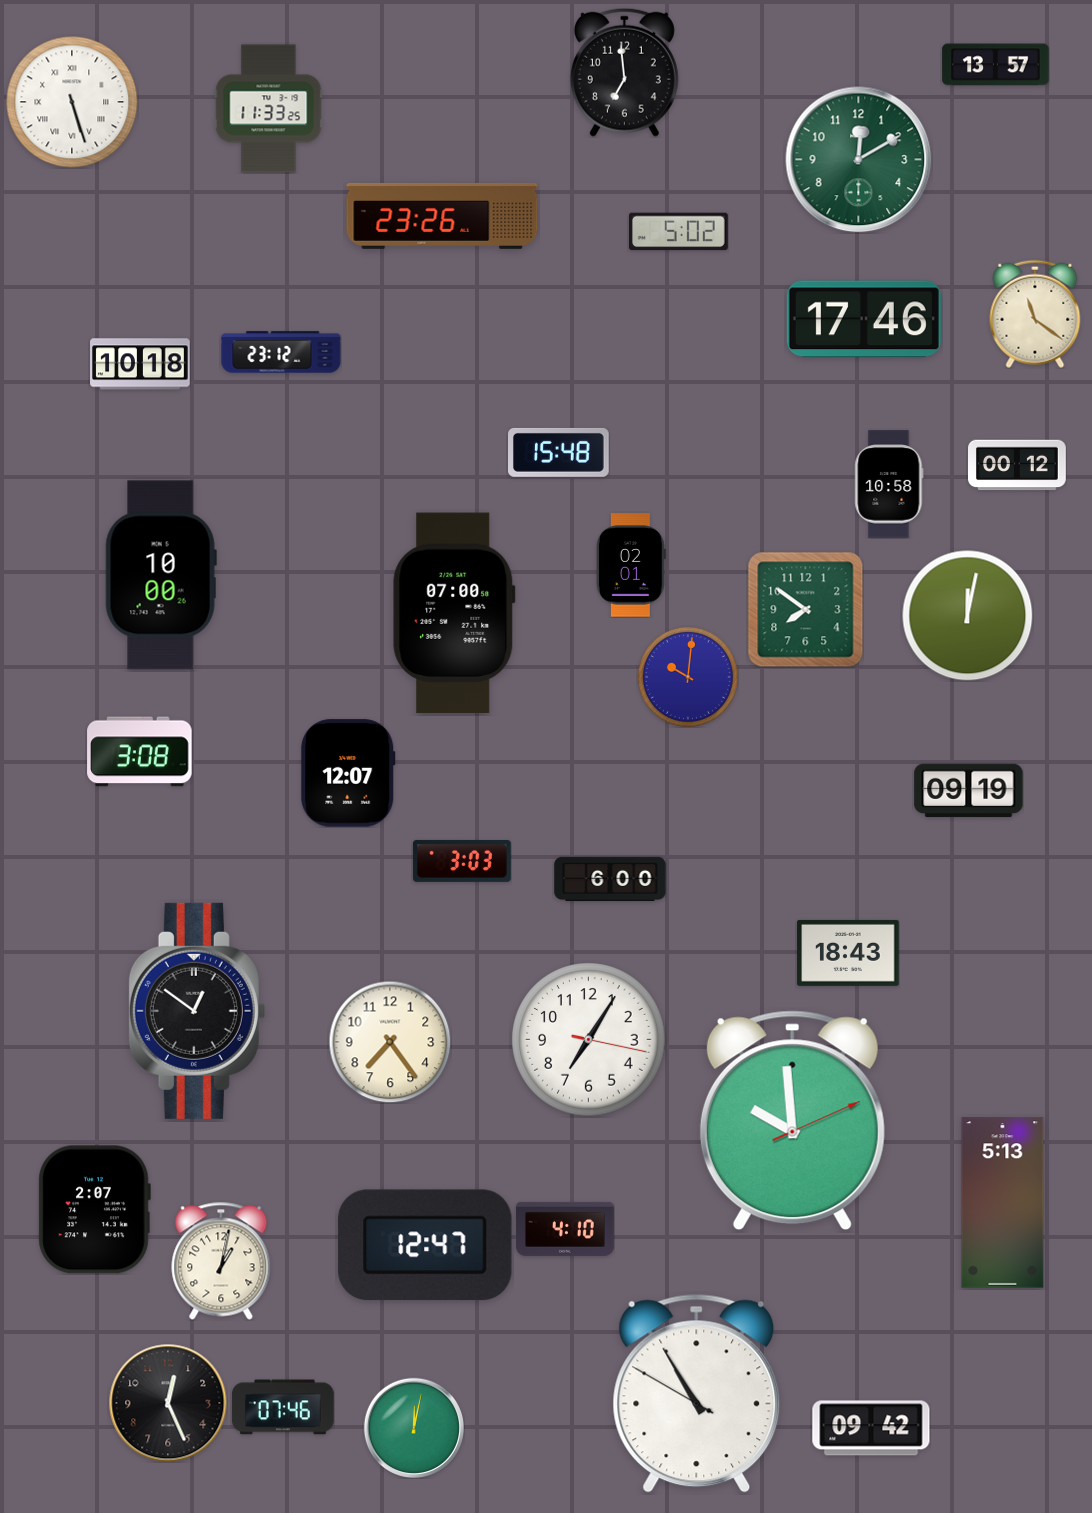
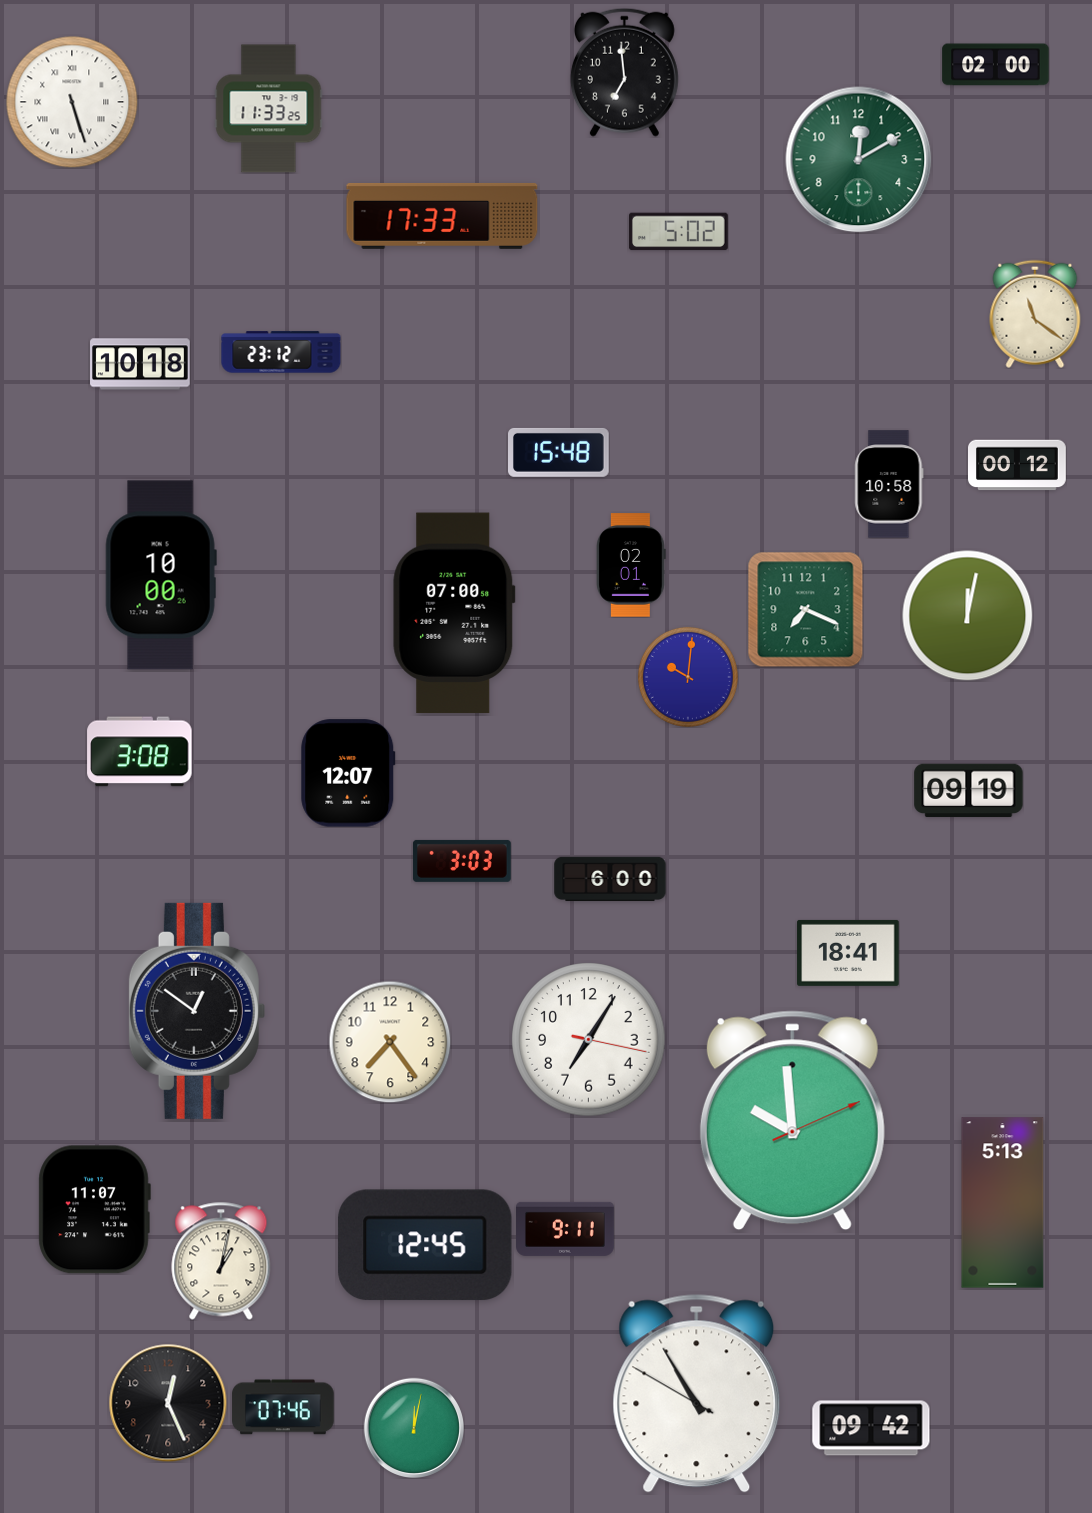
clock at (996, 65): 13:57 -> 02:00
clock at (442, 216): 23:26 -> 17:33
clock at (864, 319): 17:46 -> none
clock at (805, 609): 7:51 -> 7:19
clock at (848, 953): 18:43 -> 18:41
clock at (94, 1210): 2:07 -> 11:07
clock at (566, 1229): 4:10 -> 9:11
clock at (425, 1245): 12:47 -> 12:45
